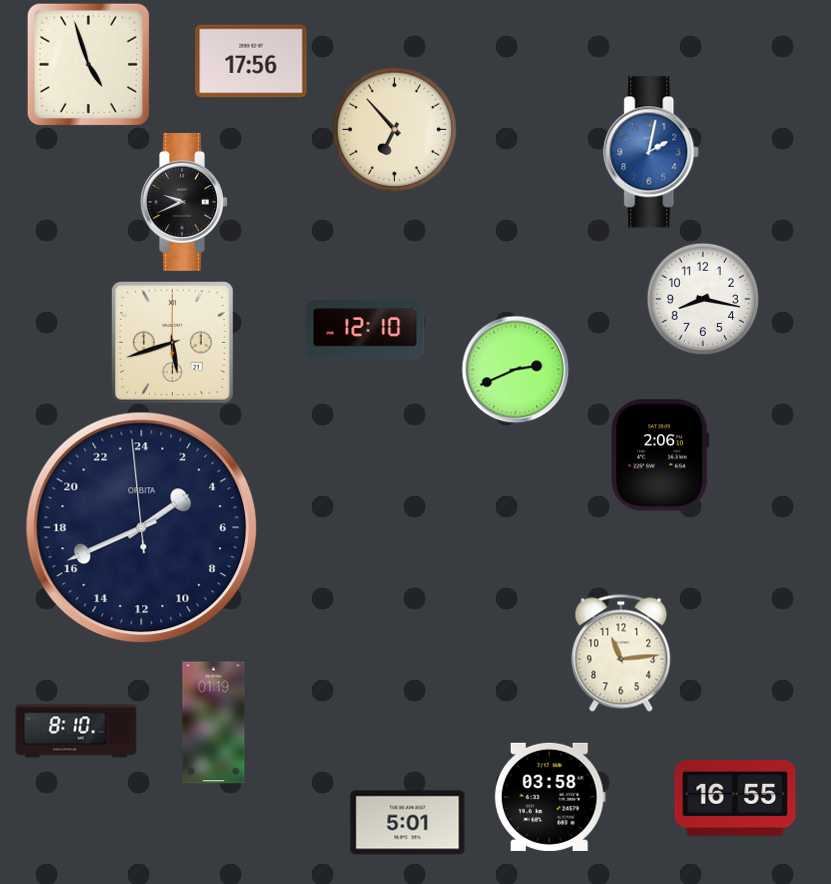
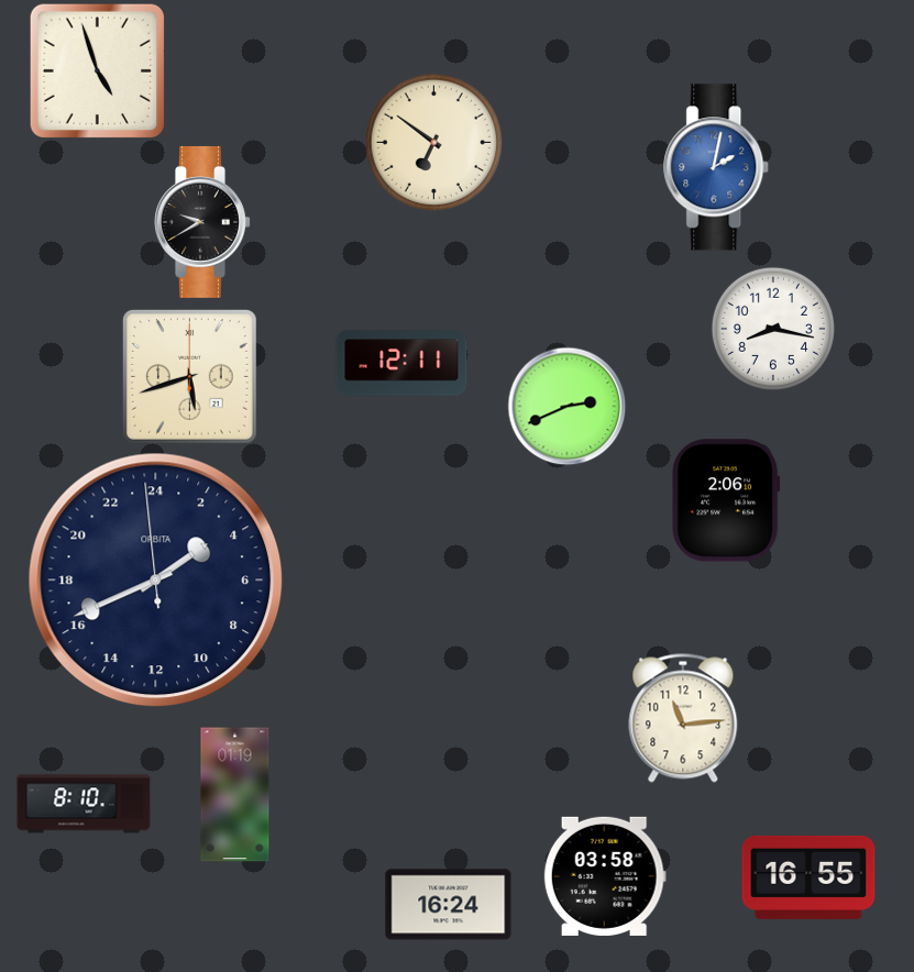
clock at (251, 61): 17:56 -> none
clock at (395, 130): 6:53 -> 6:51
clock at (184, 202): 9:41 -> 9:40
clock at (365, 330): 12:10 -> 12:11
clock at (408, 823): 5:01 -> 16:24
